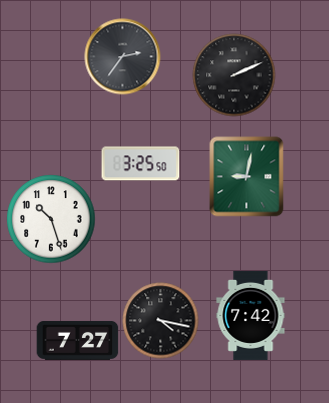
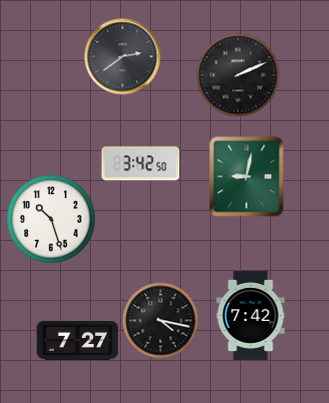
clock at (123, 57): 2:36 -> 2:39
clock at (234, 75) position: (234, 75) -> (238, 75)
clock at (141, 164): 3:25 -> 3:42
